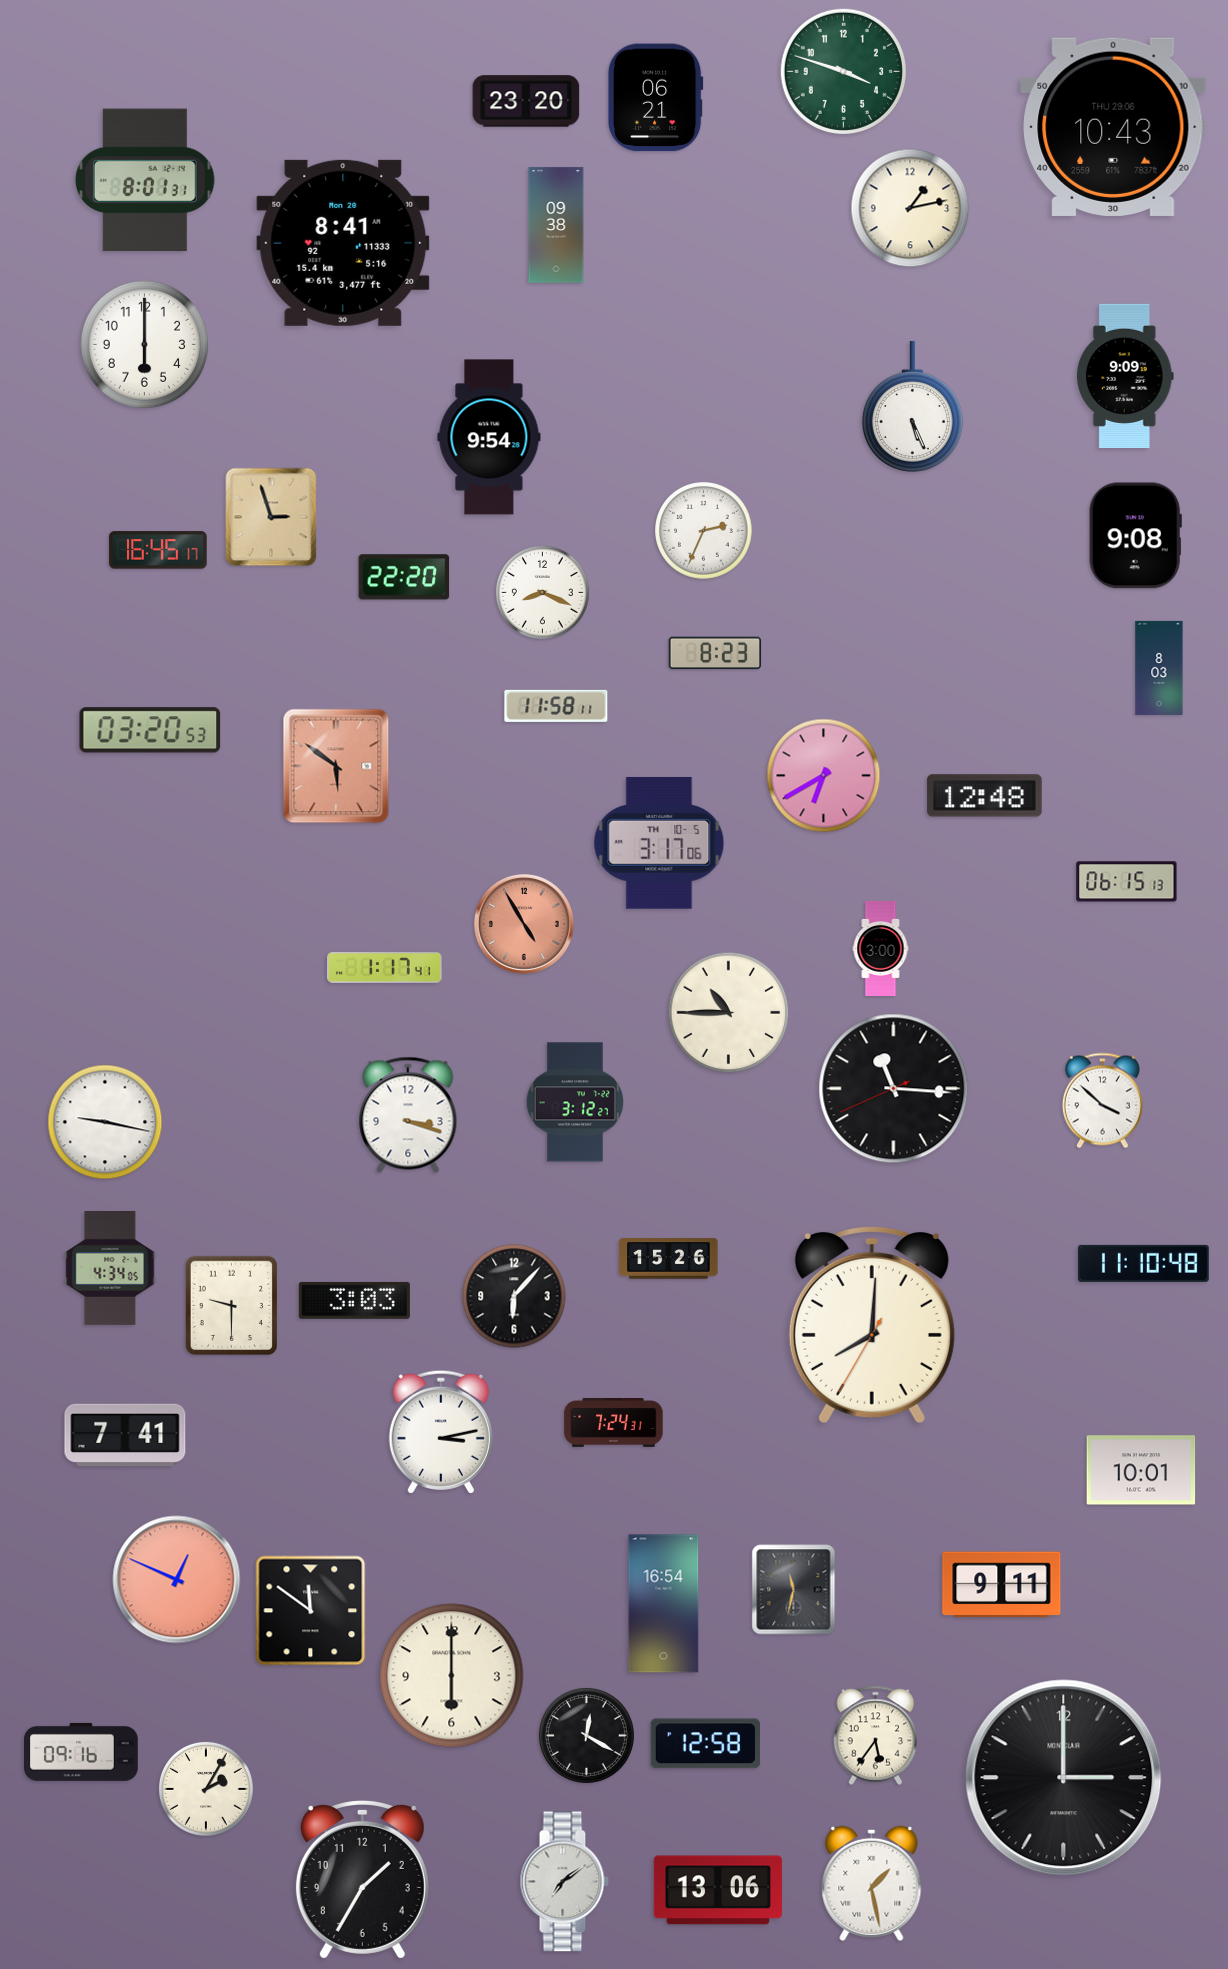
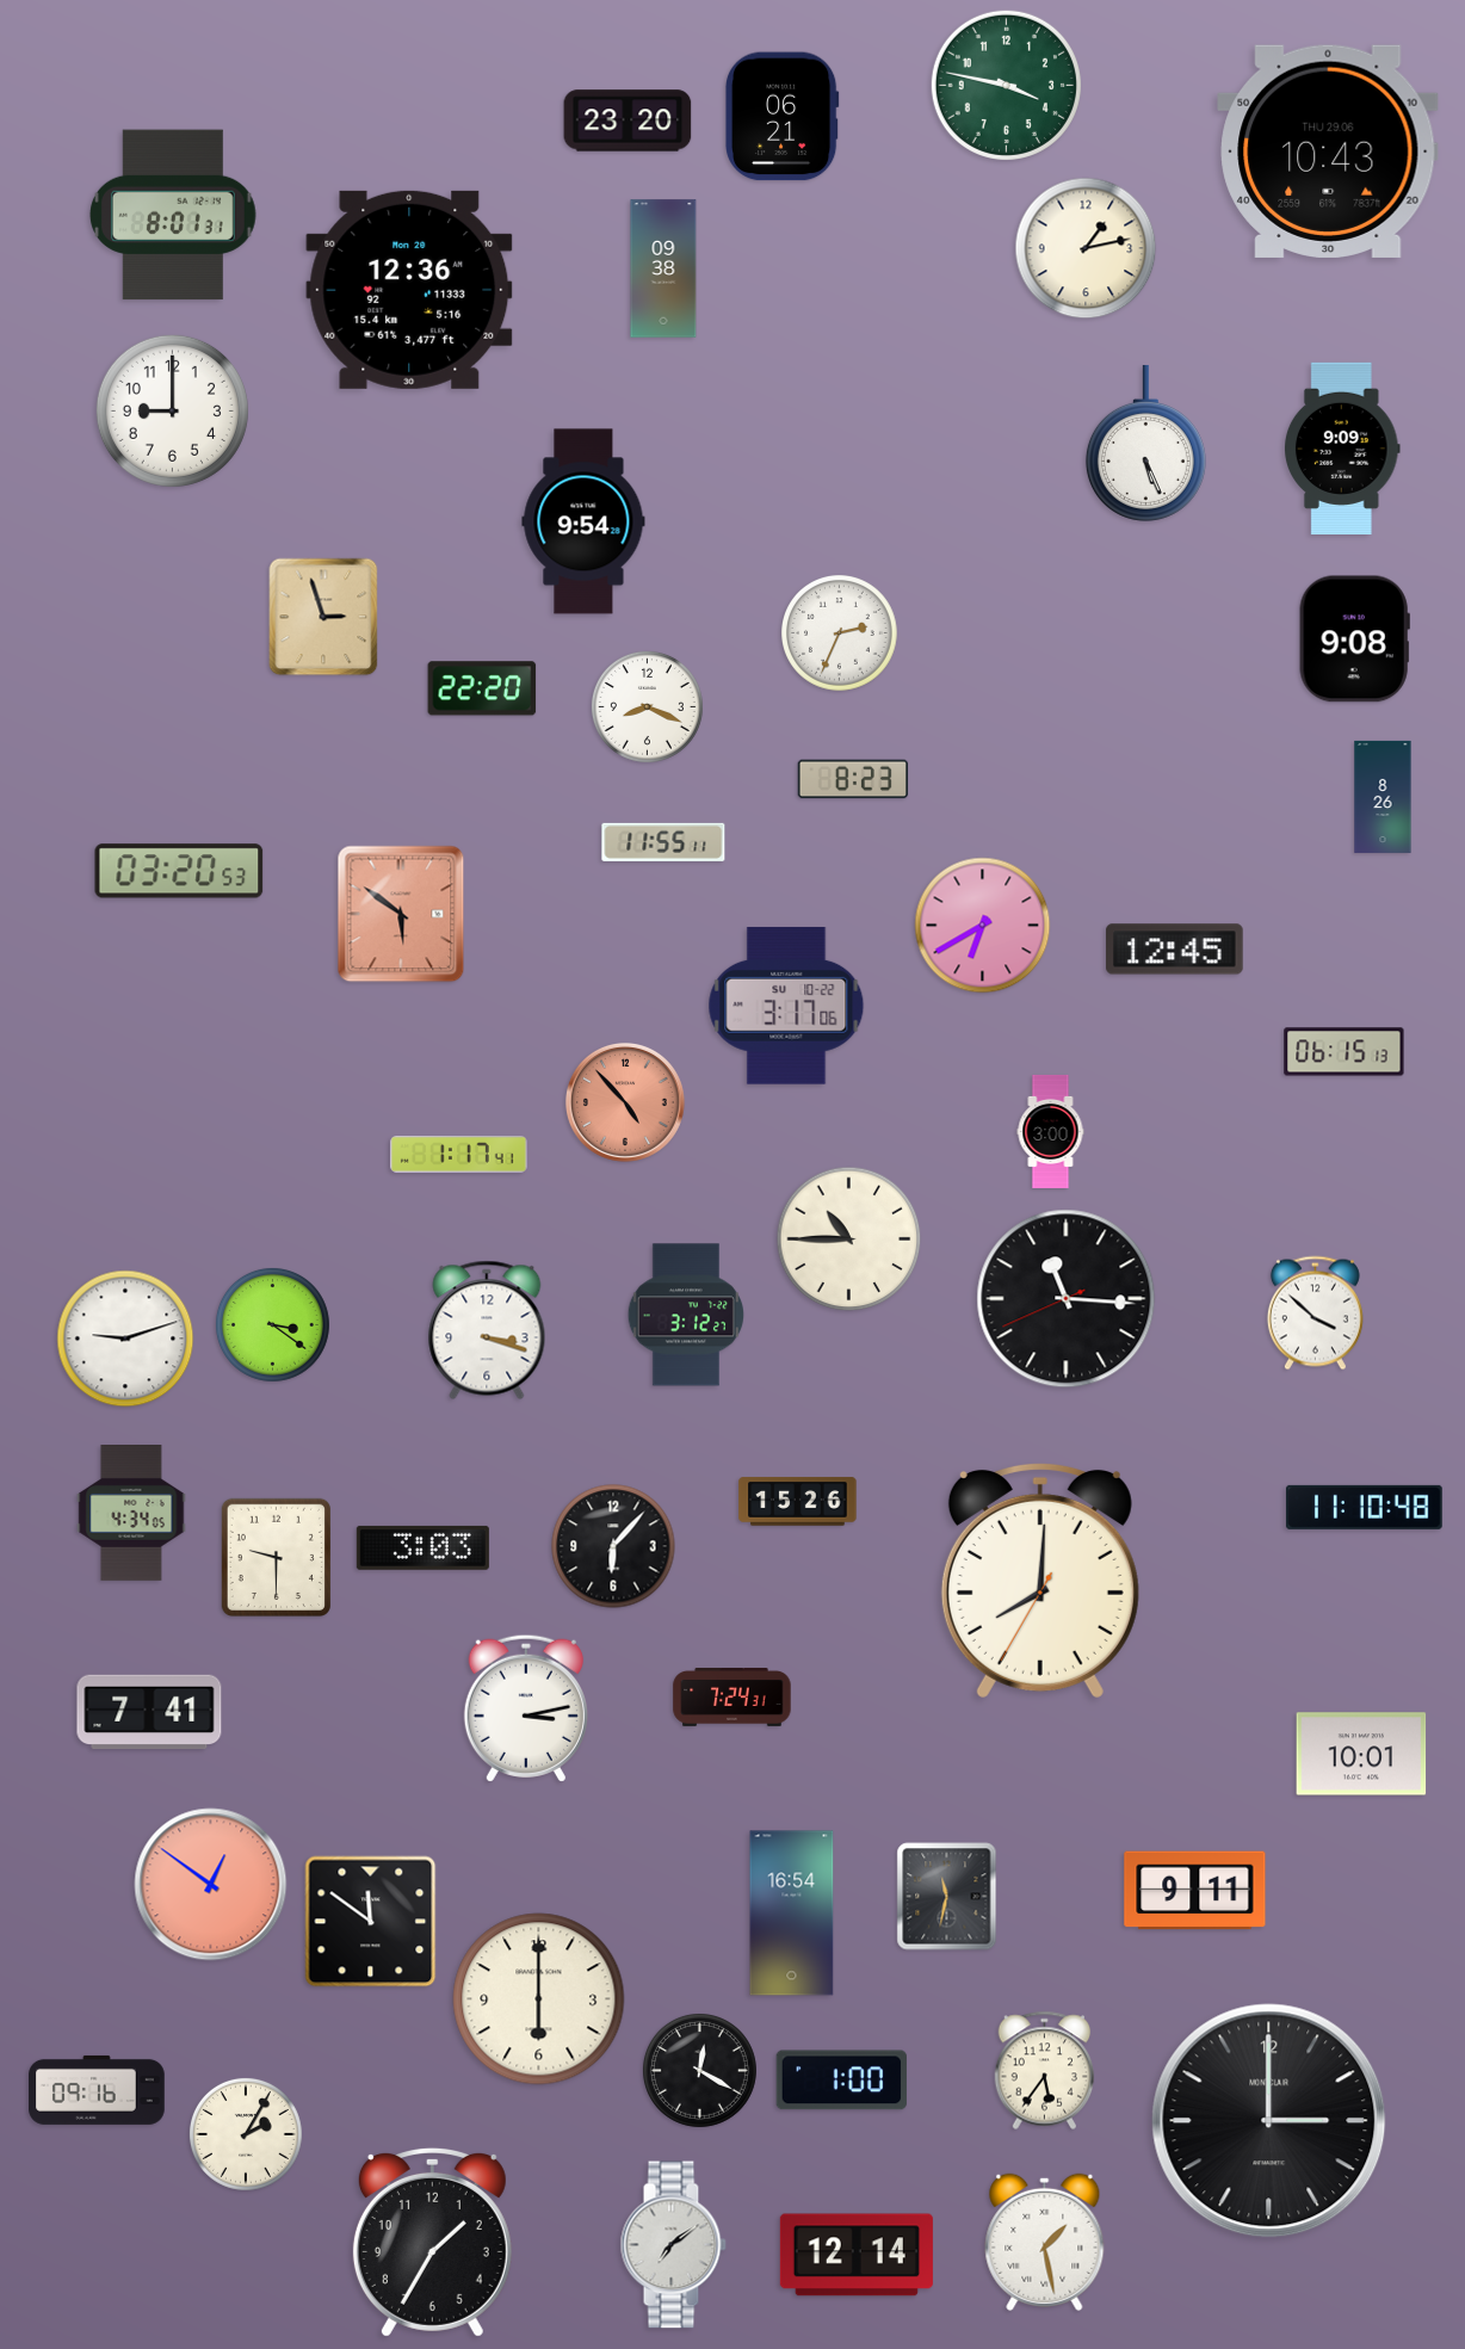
clock at (843, 71): 3:48 -> 3:47
clock at (343, 243): 8:41 -> 12:36
clock at (144, 344): 6:00 -> 9:00
clock at (912, 406) position: (912, 406) -> (1145, 443)
clock at (158, 550): 16:45 -> none
clock at (1159, 668): 8:03 -> 8:26
clock at (556, 706): 11:58 -> 11:55
clock at (985, 796): 12:48 -> 12:45
clock at (659, 843) date: TH 10-5 -> SU 10-22
clock at (524, 924): 4:55 -> 4:53
clock at (729, 1013) position: (729, 1013) -> (849, 1240)
clock at (272, 1324): none -> 3:21
clock at (105, 1122): 9:17 -> 9:12
clock at (354, 1300) position: (354, 1300) -> (422, 1547)
clock at (177, 1580): 12:49 -> 12:51
clock at (705, 1744): 12:58 -> 1:00
clock at (872, 1883) position: (872, 1883) -> (1045, 2242)
clock at (718, 1890): 13:06 -> 12:14
